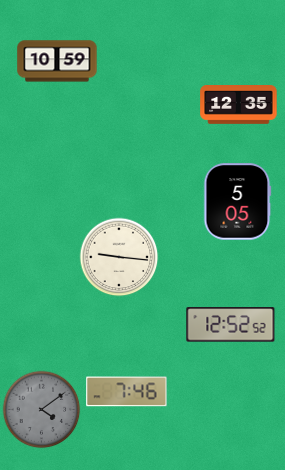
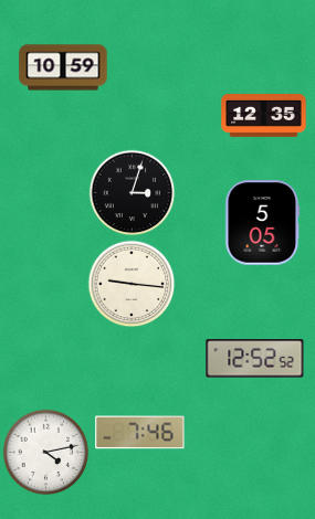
clock at (132, 192): none -> 3:03
clock at (41, 409): 4:09 -> 4:13
clock at (41, 409) dial: grey -> white
